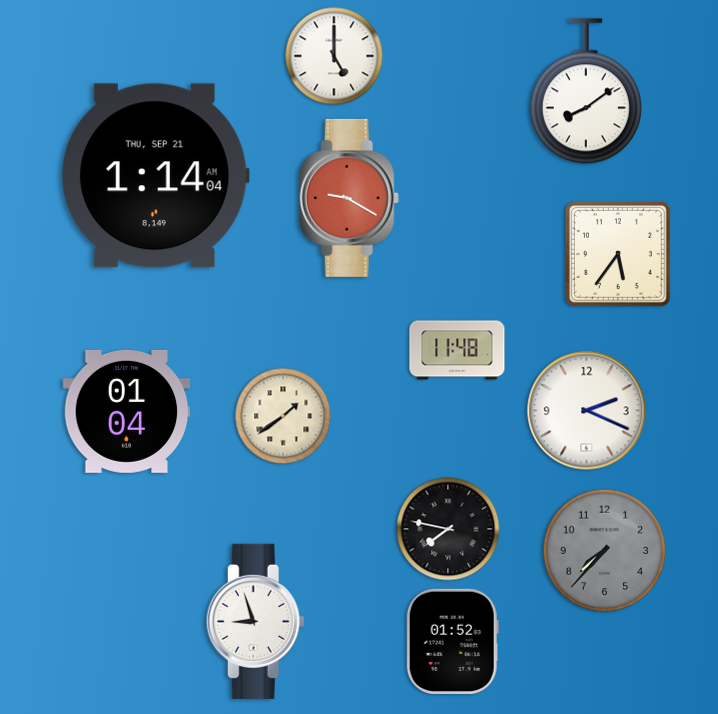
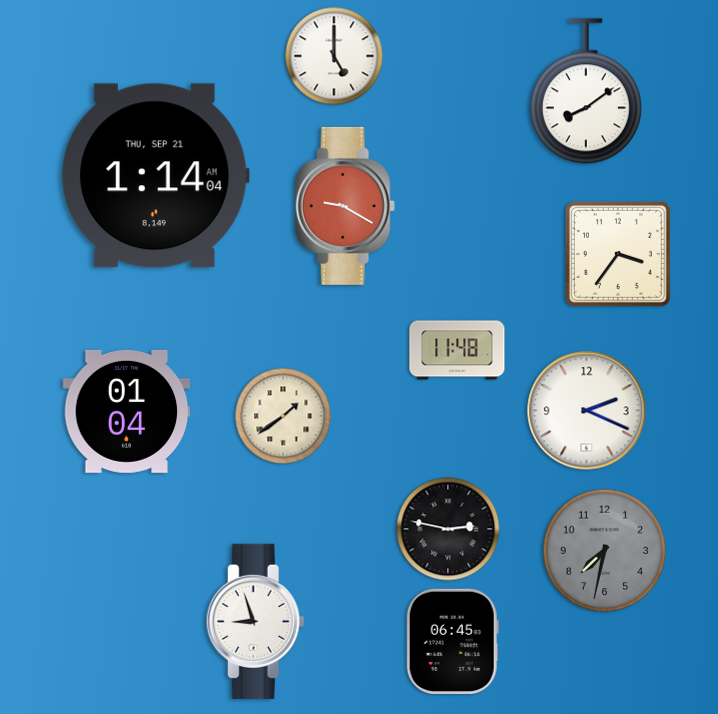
clock at (349, 198) position: (349, 198) -> (345, 206)
clock at (618, 254): 5:36 -> 3:36
clock at (448, 529): 7:47 -> 2:47
clock at (605, 551): 7:37 -> 7:32
clock at (452, 641): 01:52 -> 06:45
